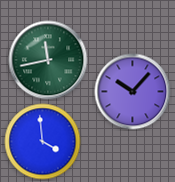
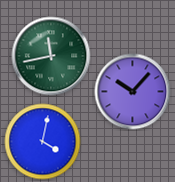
clock at (48, 60) position: (48, 60) -> (51, 56)
clock at (43, 142): 3:59 -> 4:02
